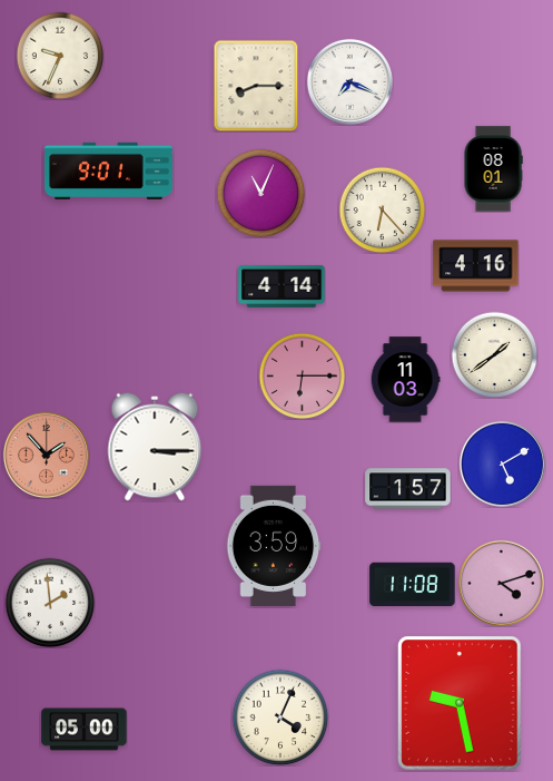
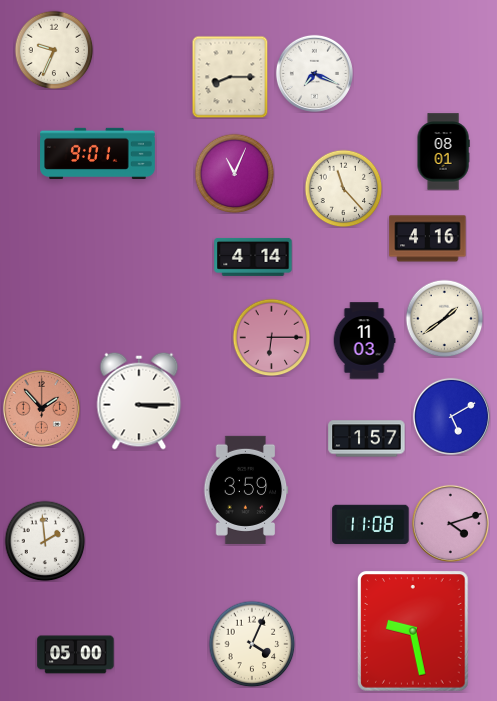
clock at (382, 209): 6:23 -> 11:23
